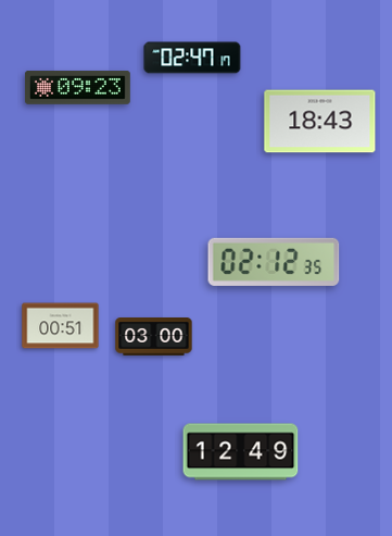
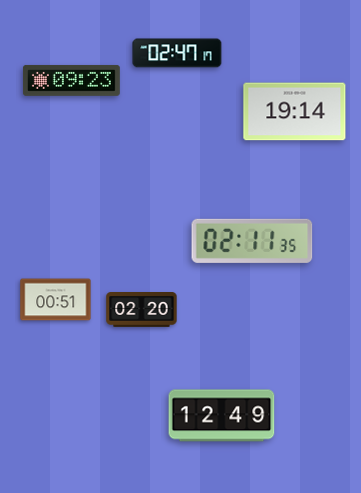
clock at (320, 122): 18:43 -> 19:14
clock at (274, 262): 02:12 -> 02:11
clock at (154, 337): 03:00 -> 02:20
